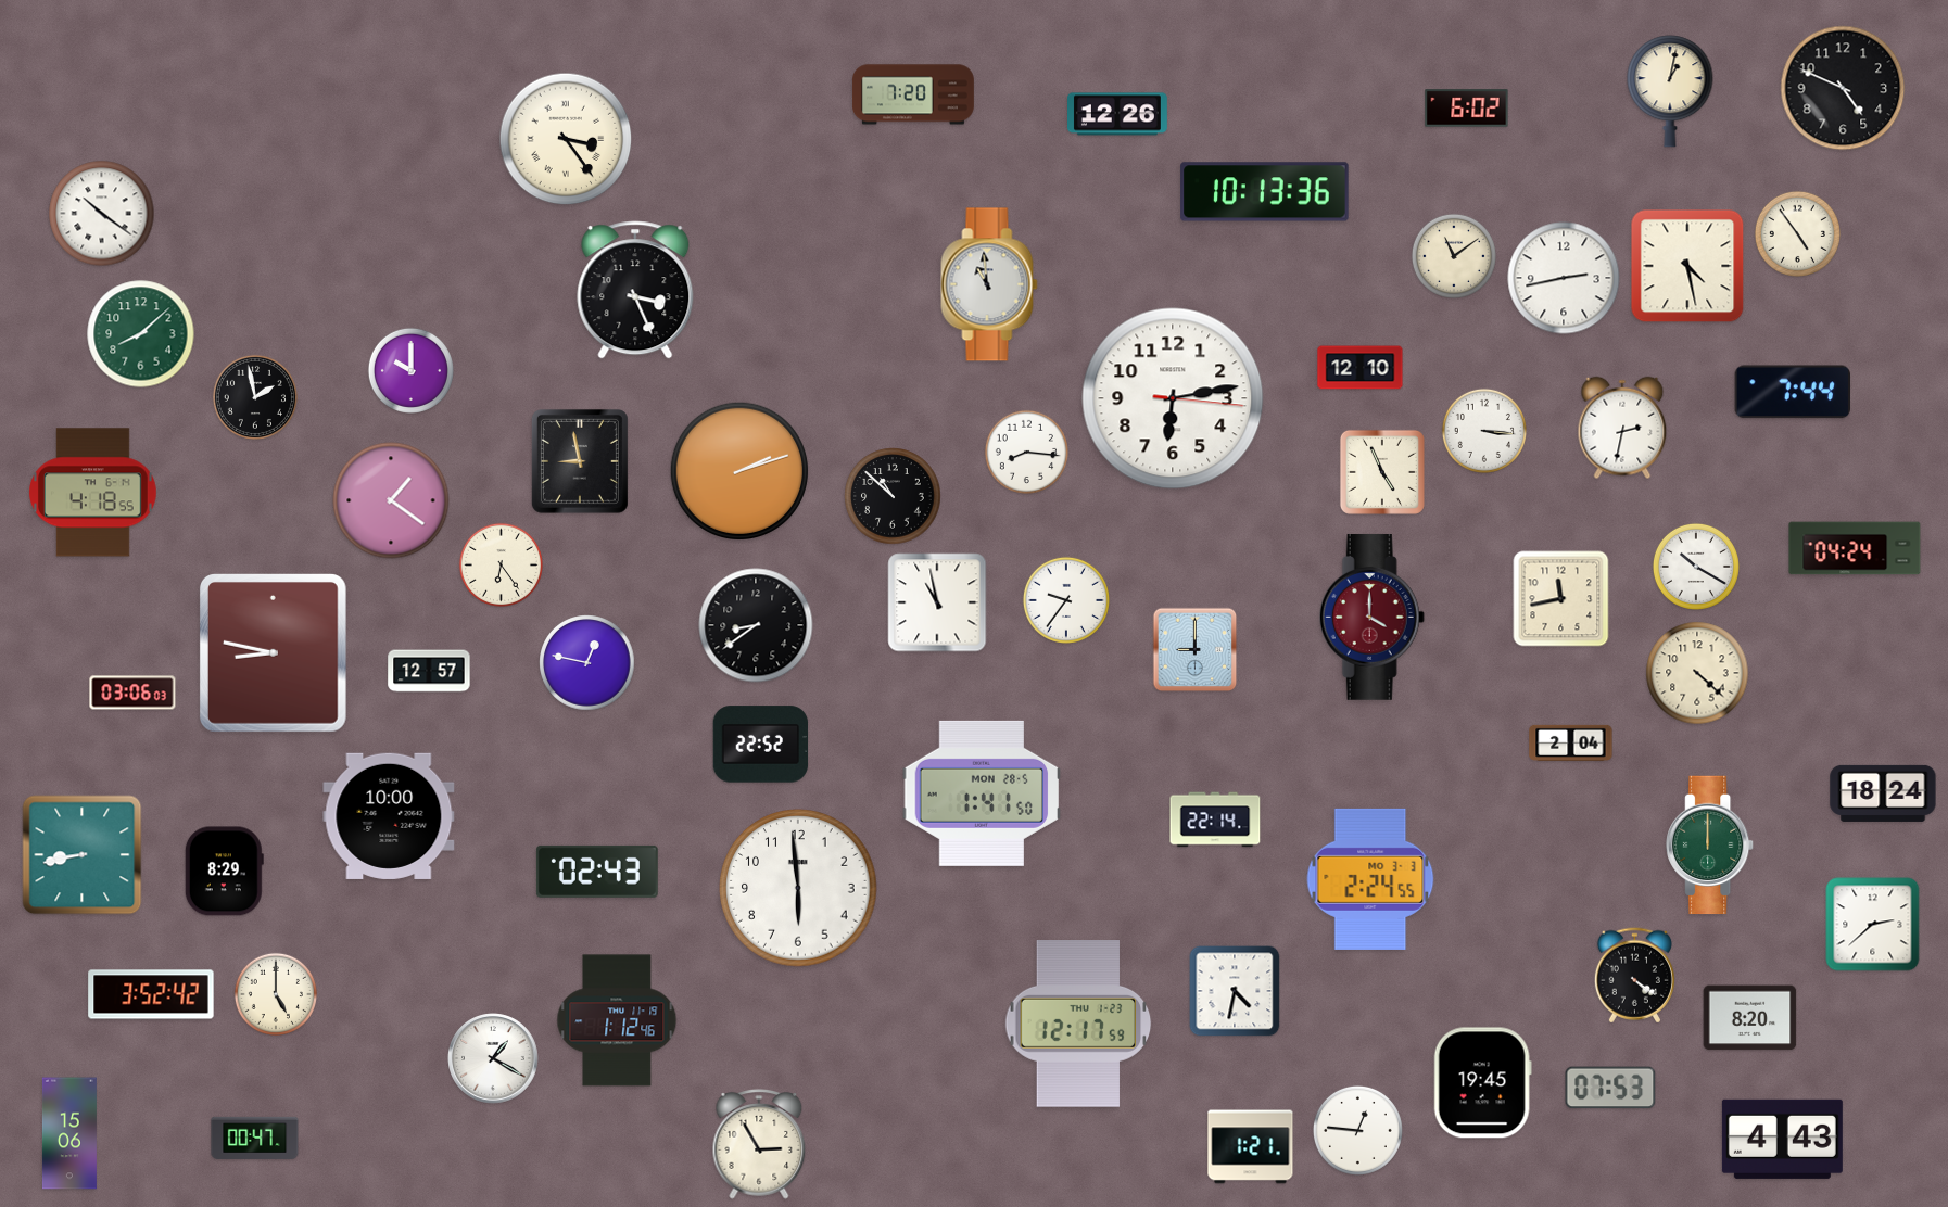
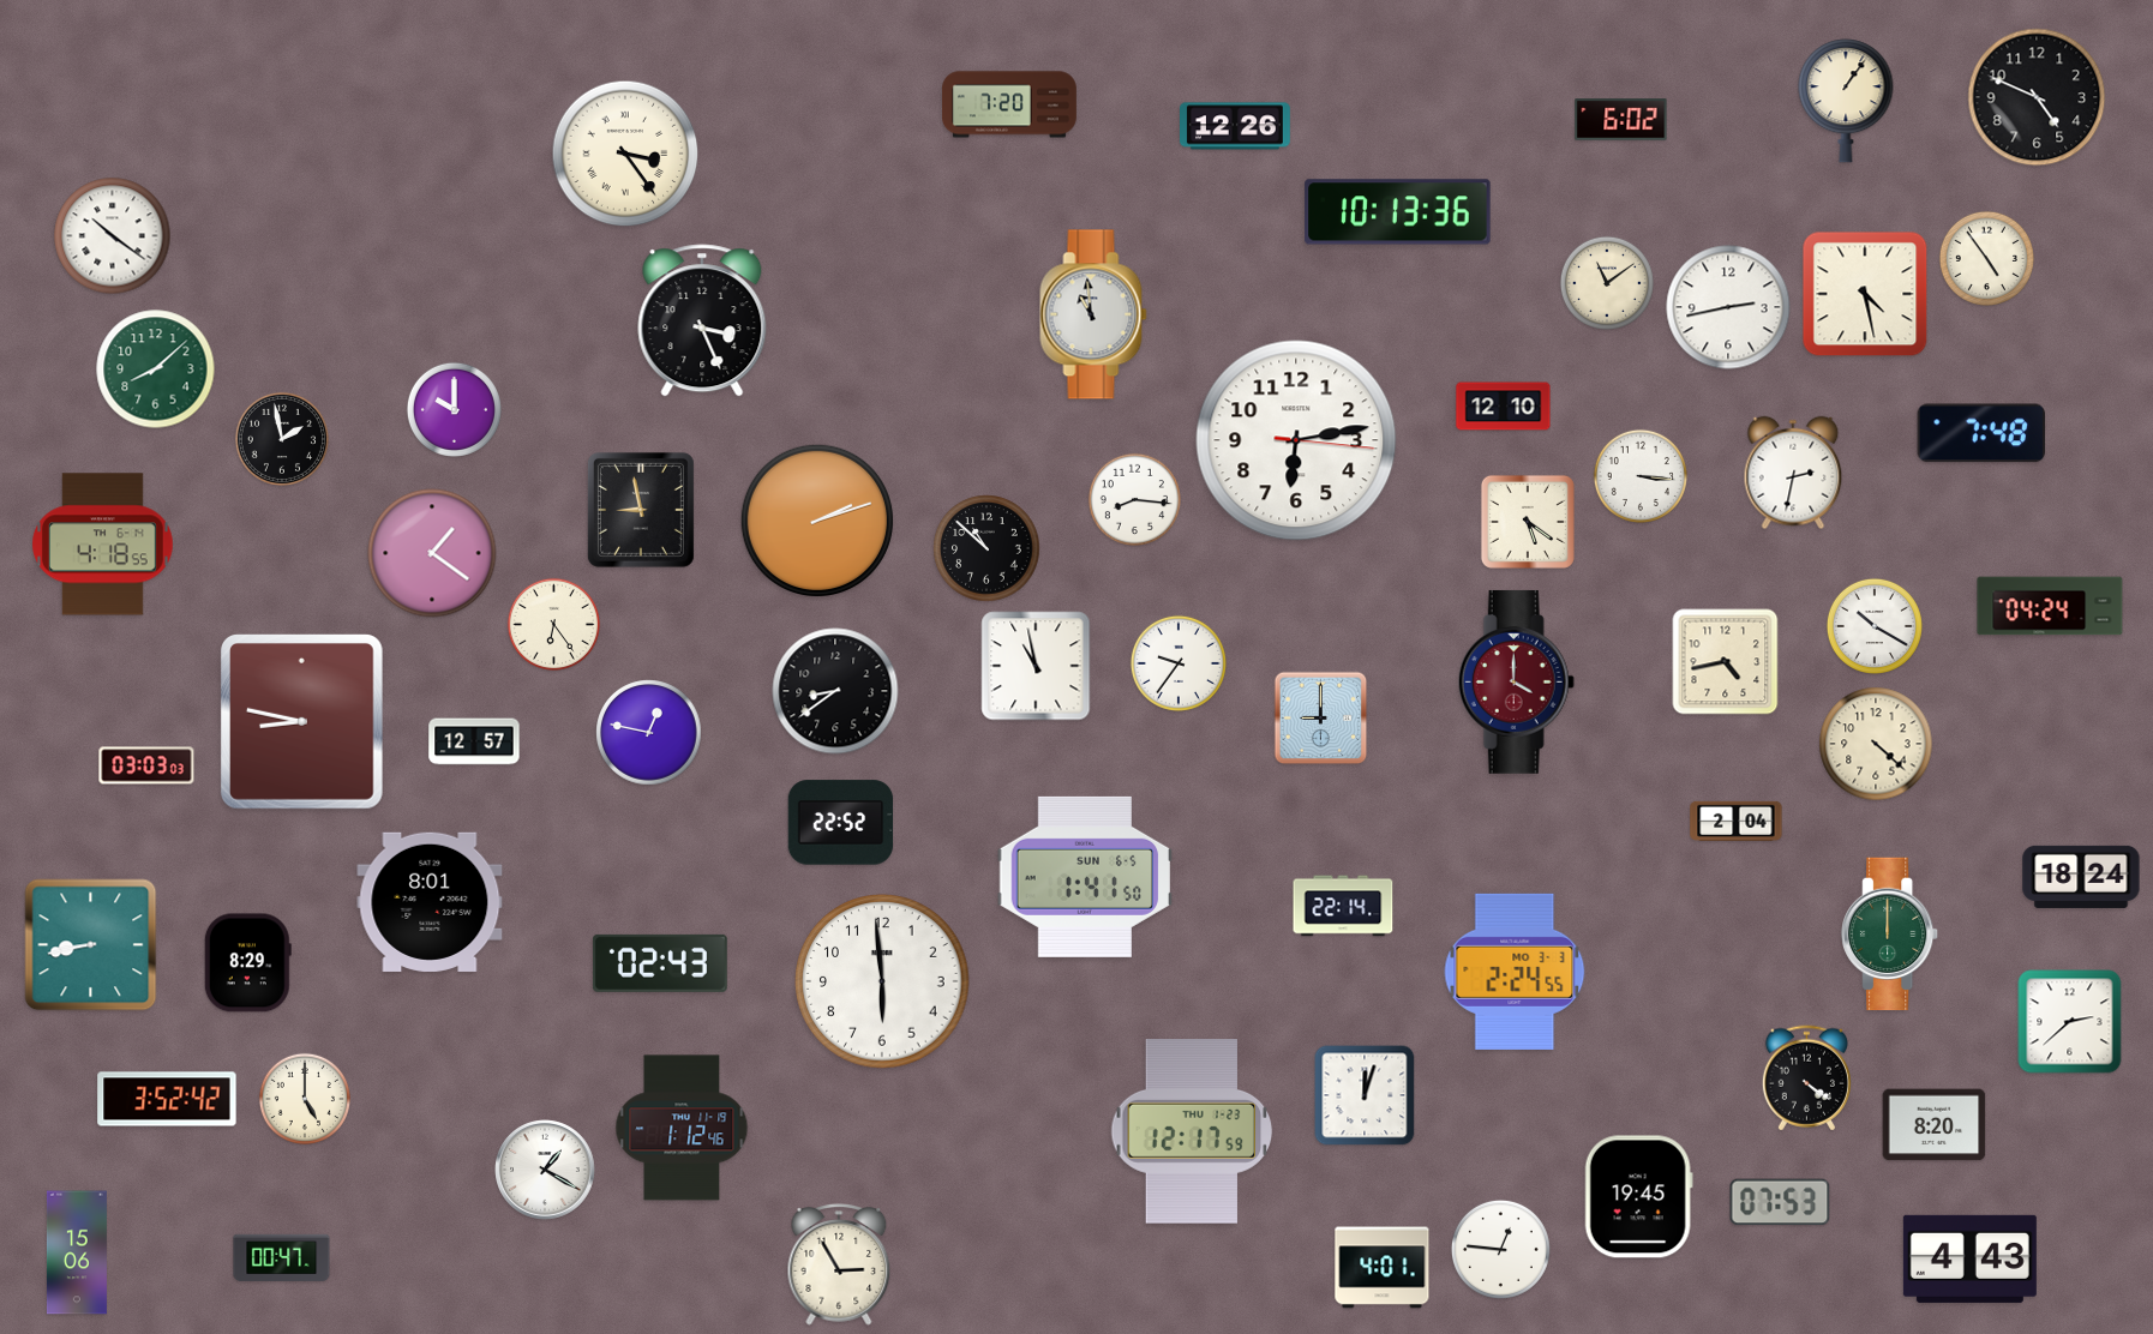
clock at (1670, 91): 1:02 -> 1:06
clock at (1793, 392): 7:44 -> 7:48
clock at (1382, 472): 4:56 -> 5:21
clock at (1561, 599): 11:43 -> 4:43
clock at (132, 693): 03:06 -> 03:03
clock at (982, 793) date: MON 28-5 -> SUN 6-5
clock at (389, 816): 10:00 -> 8:01
clock at (1235, 991): 4:32 -> 12:03
clock at (1251, 1147): 1:21 -> 4:01
